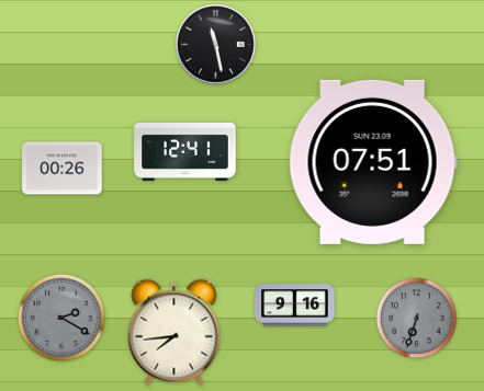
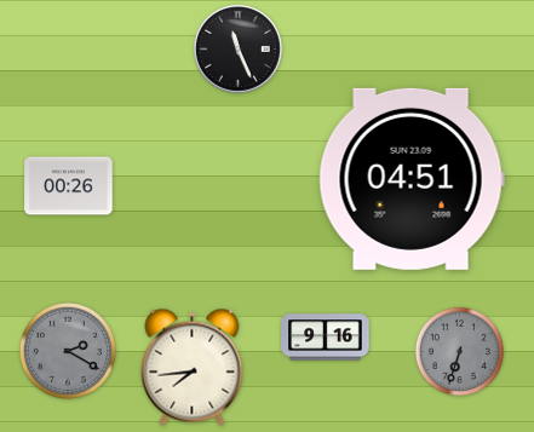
clock at (216, 45): 11:28 -> 11:26
clock at (185, 151): 12:41 -> none
clock at (373, 162): 07:51 -> 04:51
